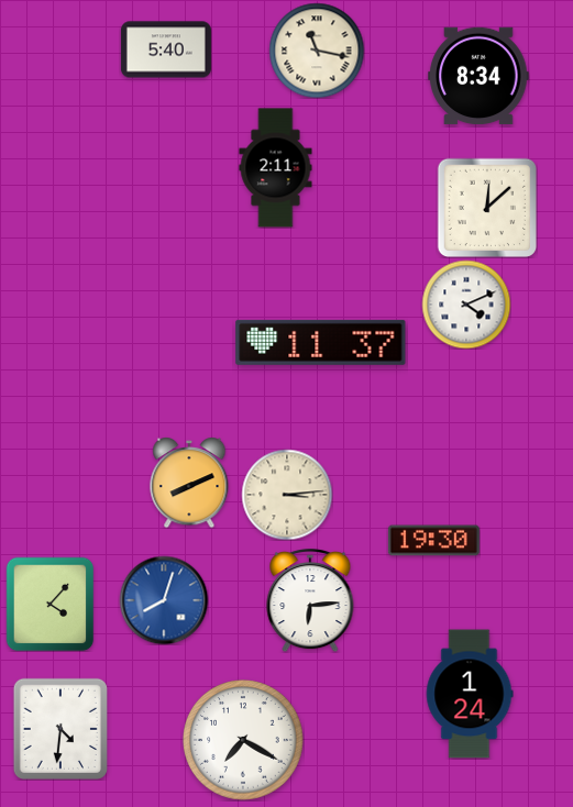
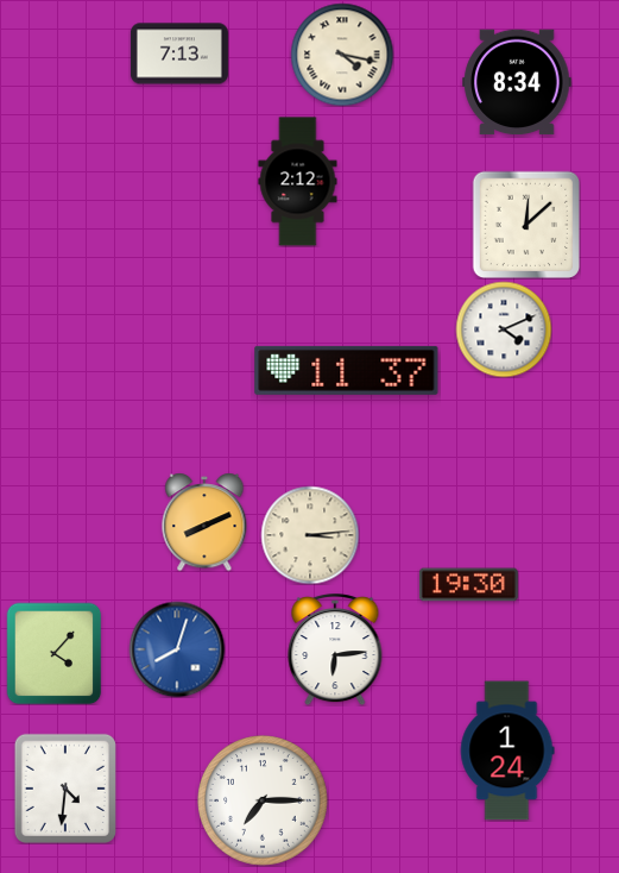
clock at (166, 49): 5:40 -> 7:13
clock at (317, 51): 11:17 -> 4:17
clock at (276, 168): 2:11 -> 2:12
clock at (244, 741): 7:20 -> 7:15
